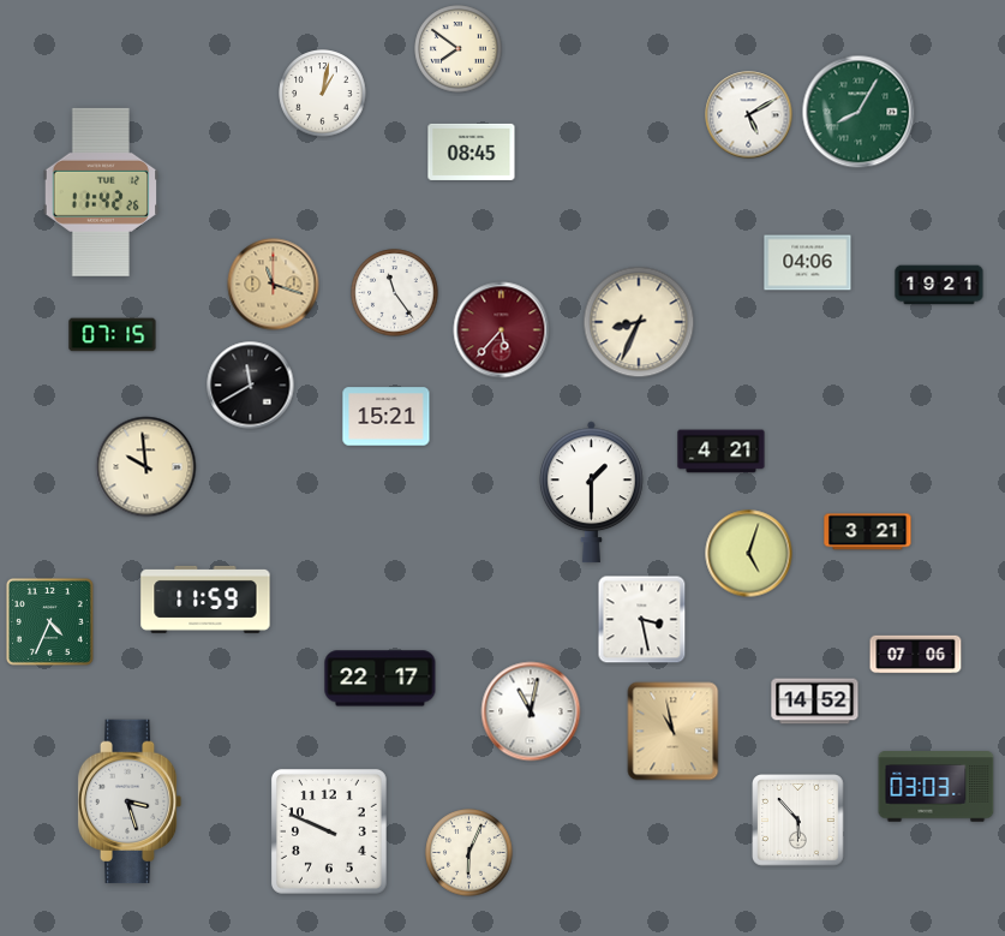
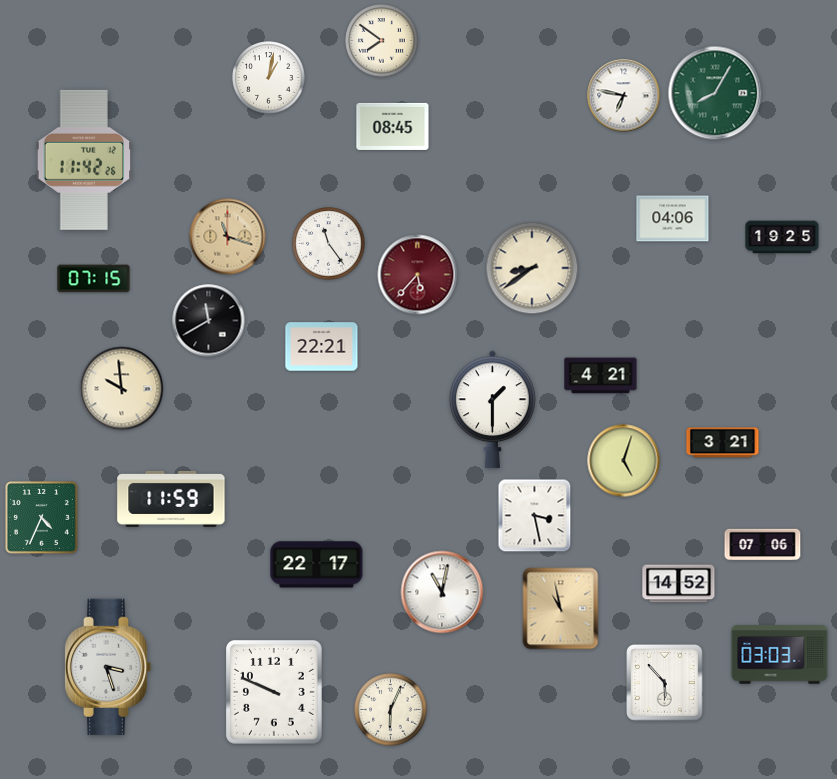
clock at (749, 115): 5:10 -> 6:47
clock at (939, 285): 19:21 -> 19:25
clock at (639, 322): 8:34 -> 8:39
clock at (387, 417): 15:21 -> 22:21
